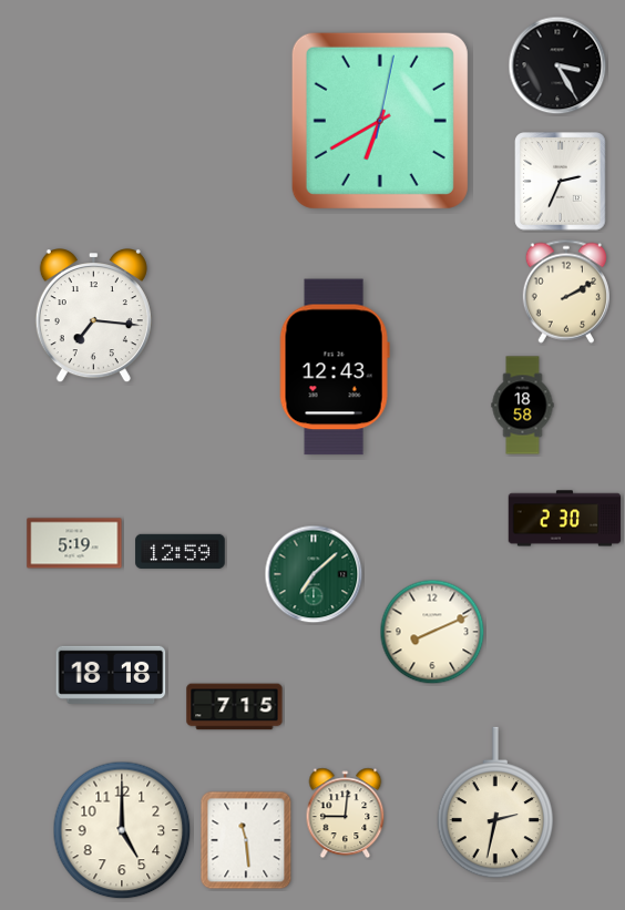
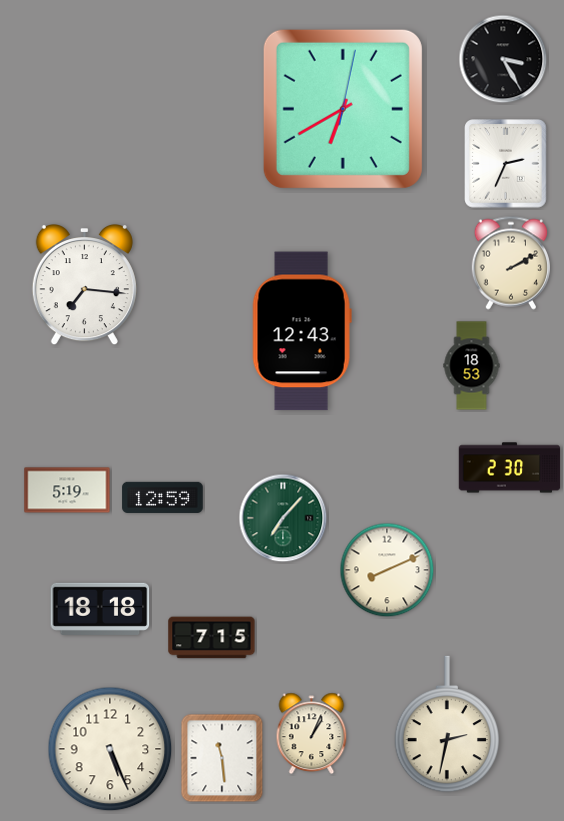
clock at (523, 406): 18:58 -> 18:53
clock at (314, 574): 7:08 -> 7:07
clock at (432, 632) position: (432, 632) -> (387, 570)
clock at (346, 814): 9:01 -> 1:04
clock at (122, 830): 5:00 -> 5:26
